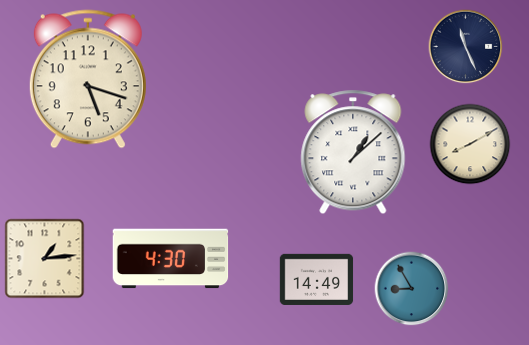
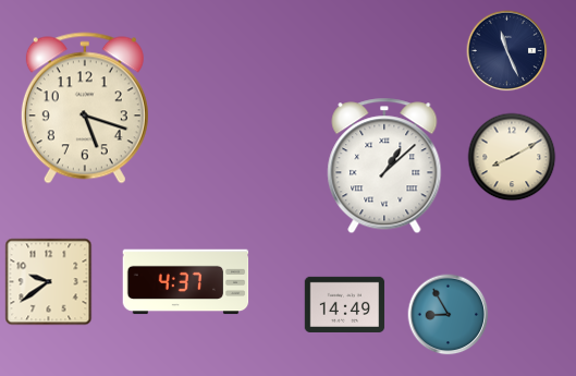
clock at (88, 79) position: (88, 79) -> (85, 108)
clock at (45, 259): 1:14 -> 9:39
clock at (171, 259): 4:30 -> 4:37
